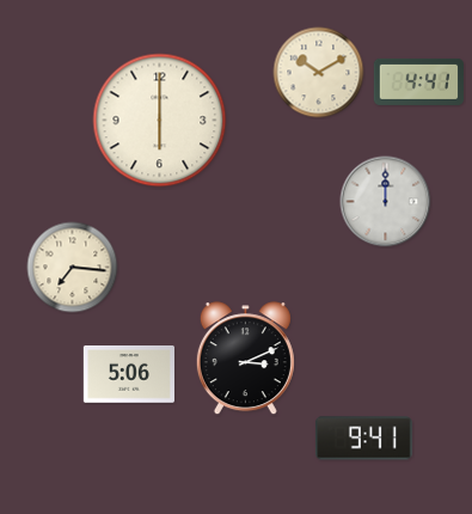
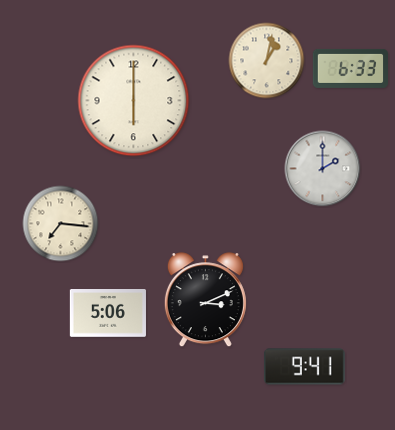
clock at (319, 73): 10:10 -> 1:02
clock at (418, 81): 4:41 -> 6:33
clock at (386, 202): 12:00 -> 2:00
